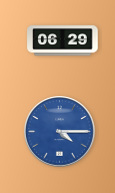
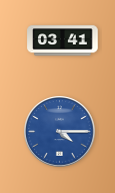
clock at (63, 41): 06:29 -> 03:41
